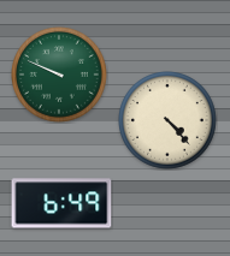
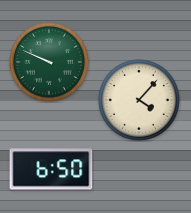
clock at (169, 121): 4:23 -> 4:07
clock at (61, 203): 6:49 -> 6:50
